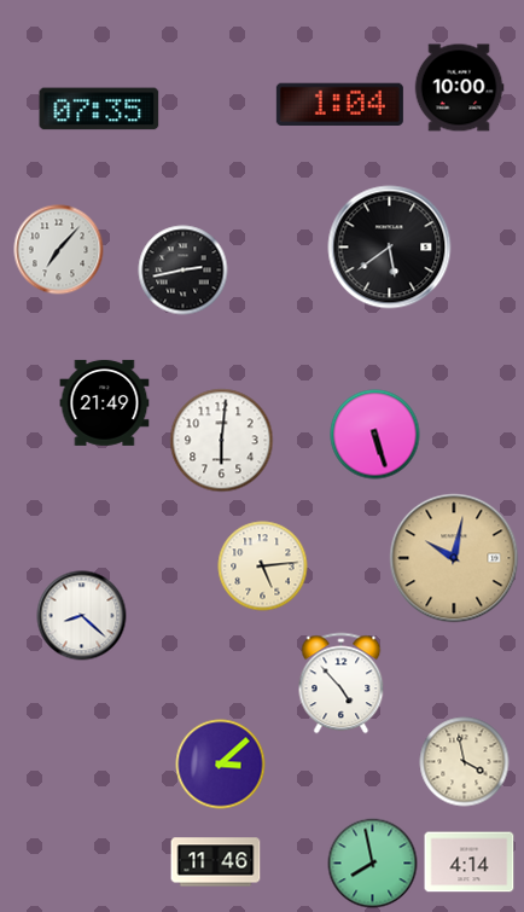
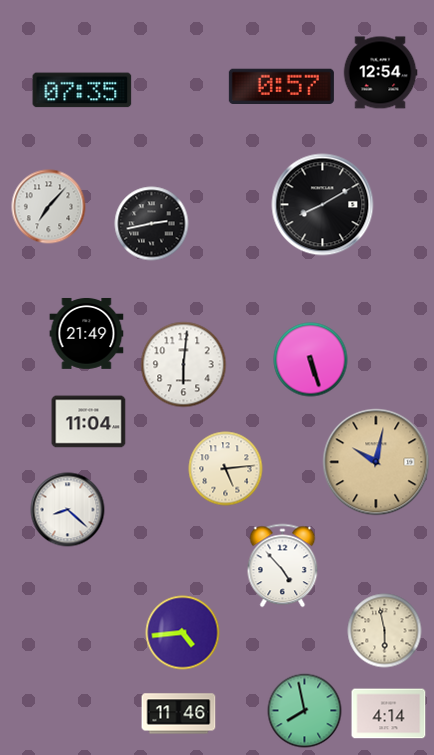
clock at (459, 88): 10:00 -> 12:54
clock at (339, 105): 1:04 -> 0:57
clock at (390, 248): 5:39 -> 8:10
clock at (89, 422): none -> 11:04
clock at (263, 567) position: (263, 567) -> (226, 469)
clock at (465, 762): 3:58 -> 5:58
clock at (221, 765): 3:08 -> 4:44
clock at (373, 864) position: (373, 864) -> (305, 711)
